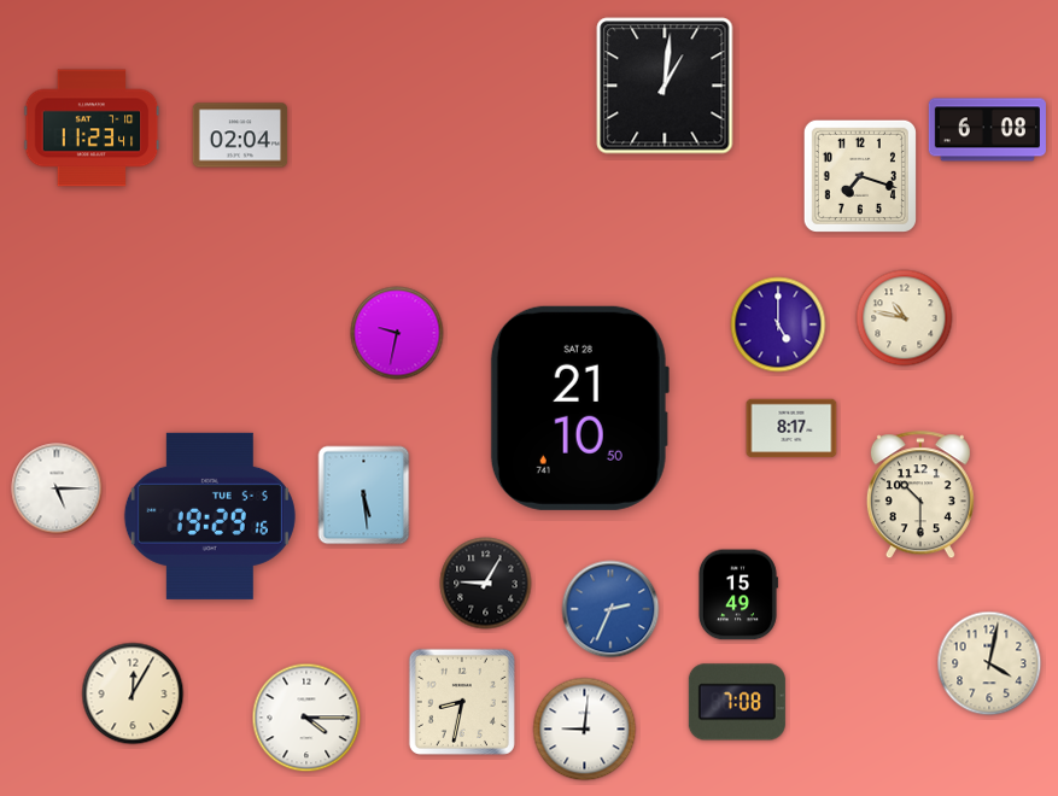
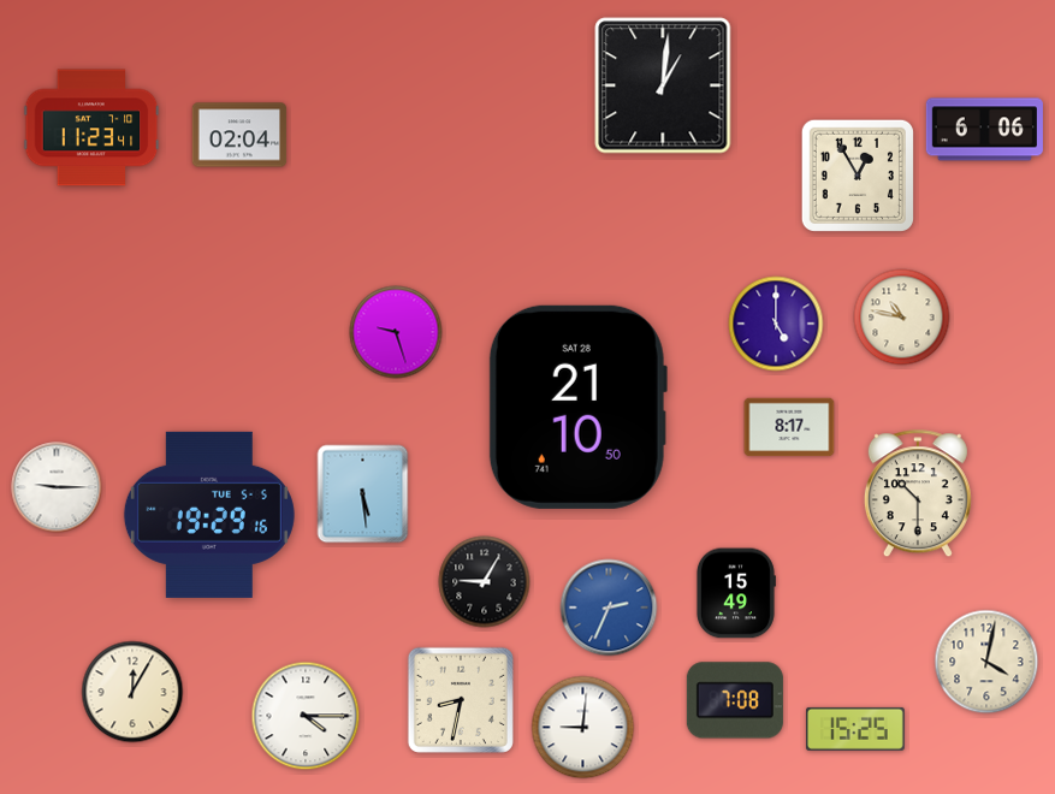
clock at (987, 130): 6:08 -> 6:06
clock at (860, 176): 7:18 -> 12:55
clock at (397, 333): 9:32 -> 9:27
clock at (57, 488): 5:15 -> 9:15
clock at (857, 729): none -> 15:25
